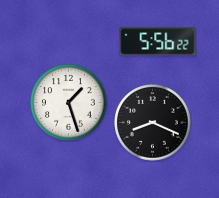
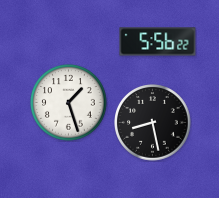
clock at (153, 123): 8:19 -> 8:28
